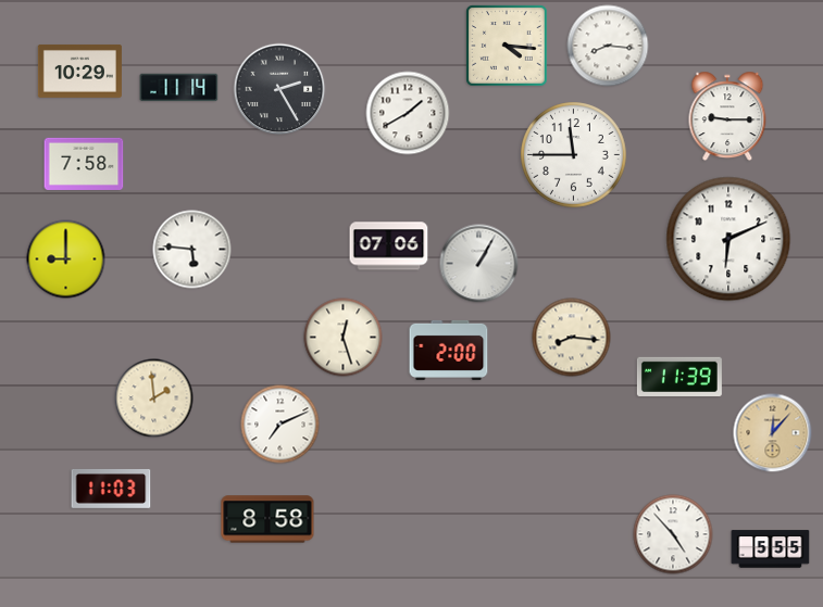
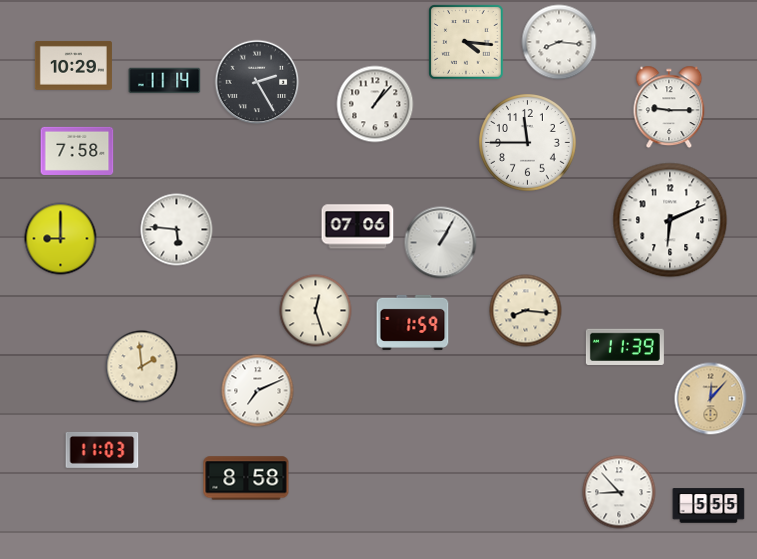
clock at (408, 113): 1:40 -> 1:07
clock at (449, 350): 2:00 -> 1:59
clock at (673, 534): 4:53 -> 8:53
